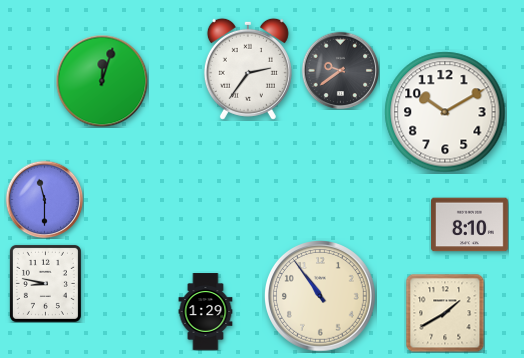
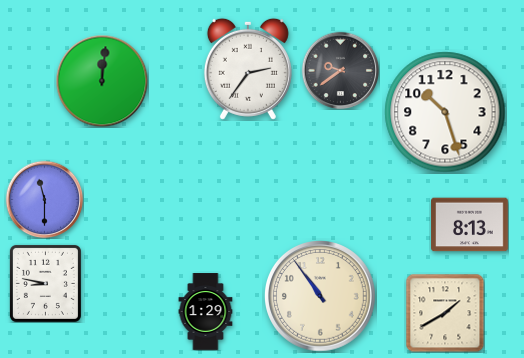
clock at (102, 81): 12:03 -> 12:01
clock at (445, 112): 10:10 -> 10:27
clock at (470, 225): 8:10 -> 8:13
